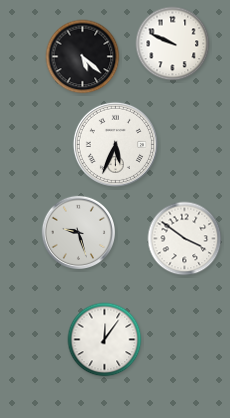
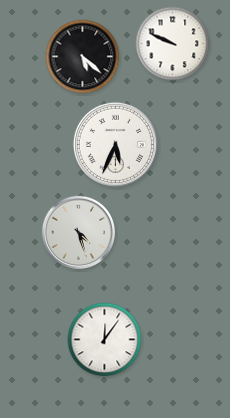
clock at (79, 233): 9:27 -> 4:27
clock at (185, 239): 3:51 -> none
